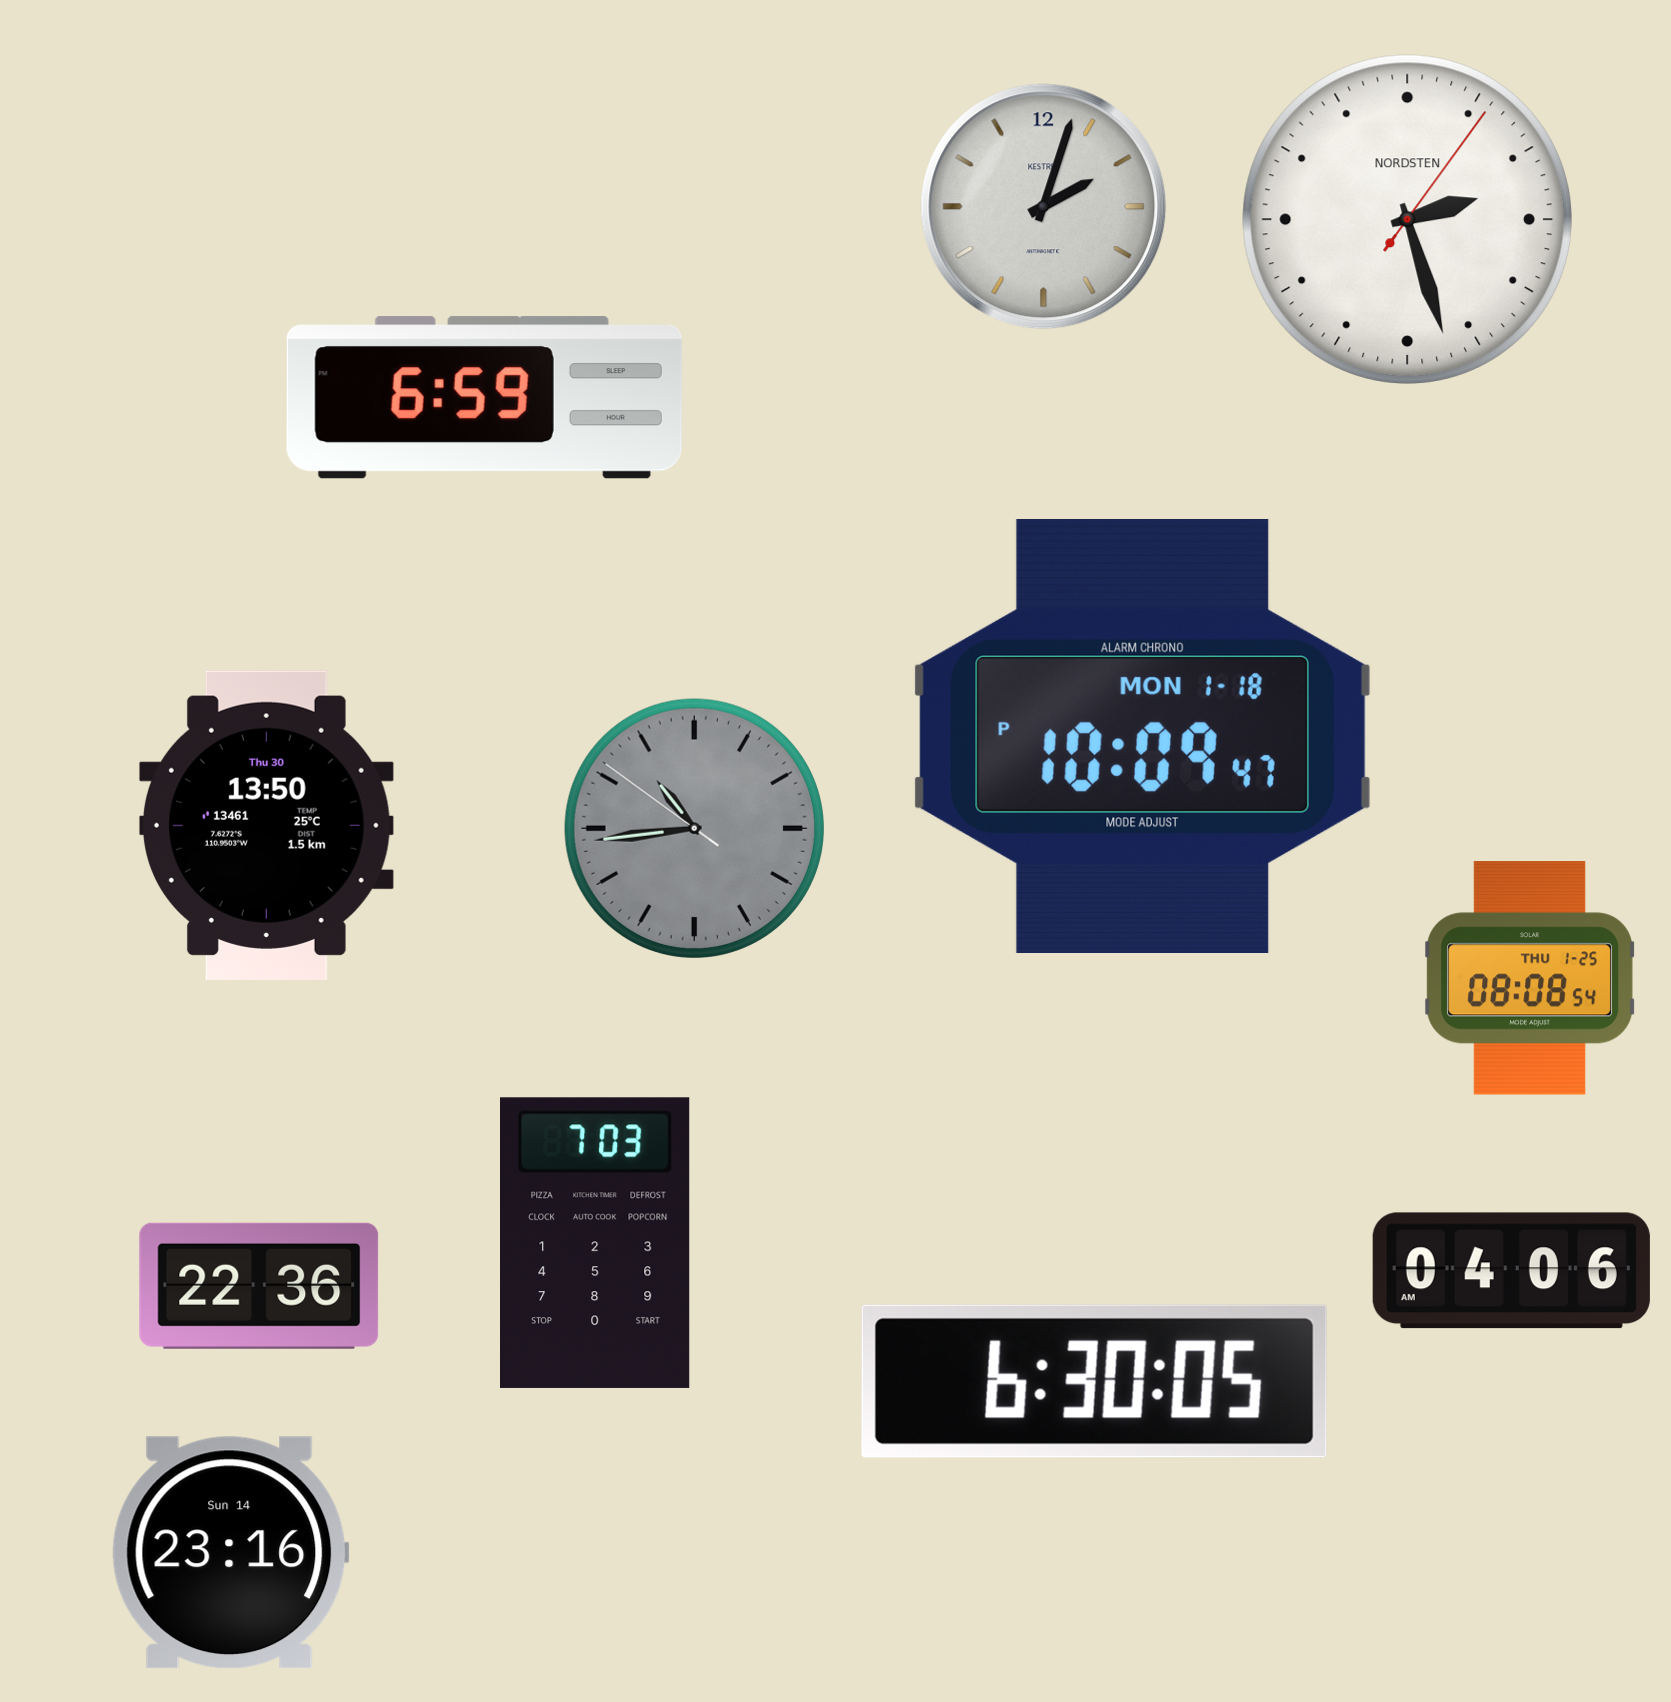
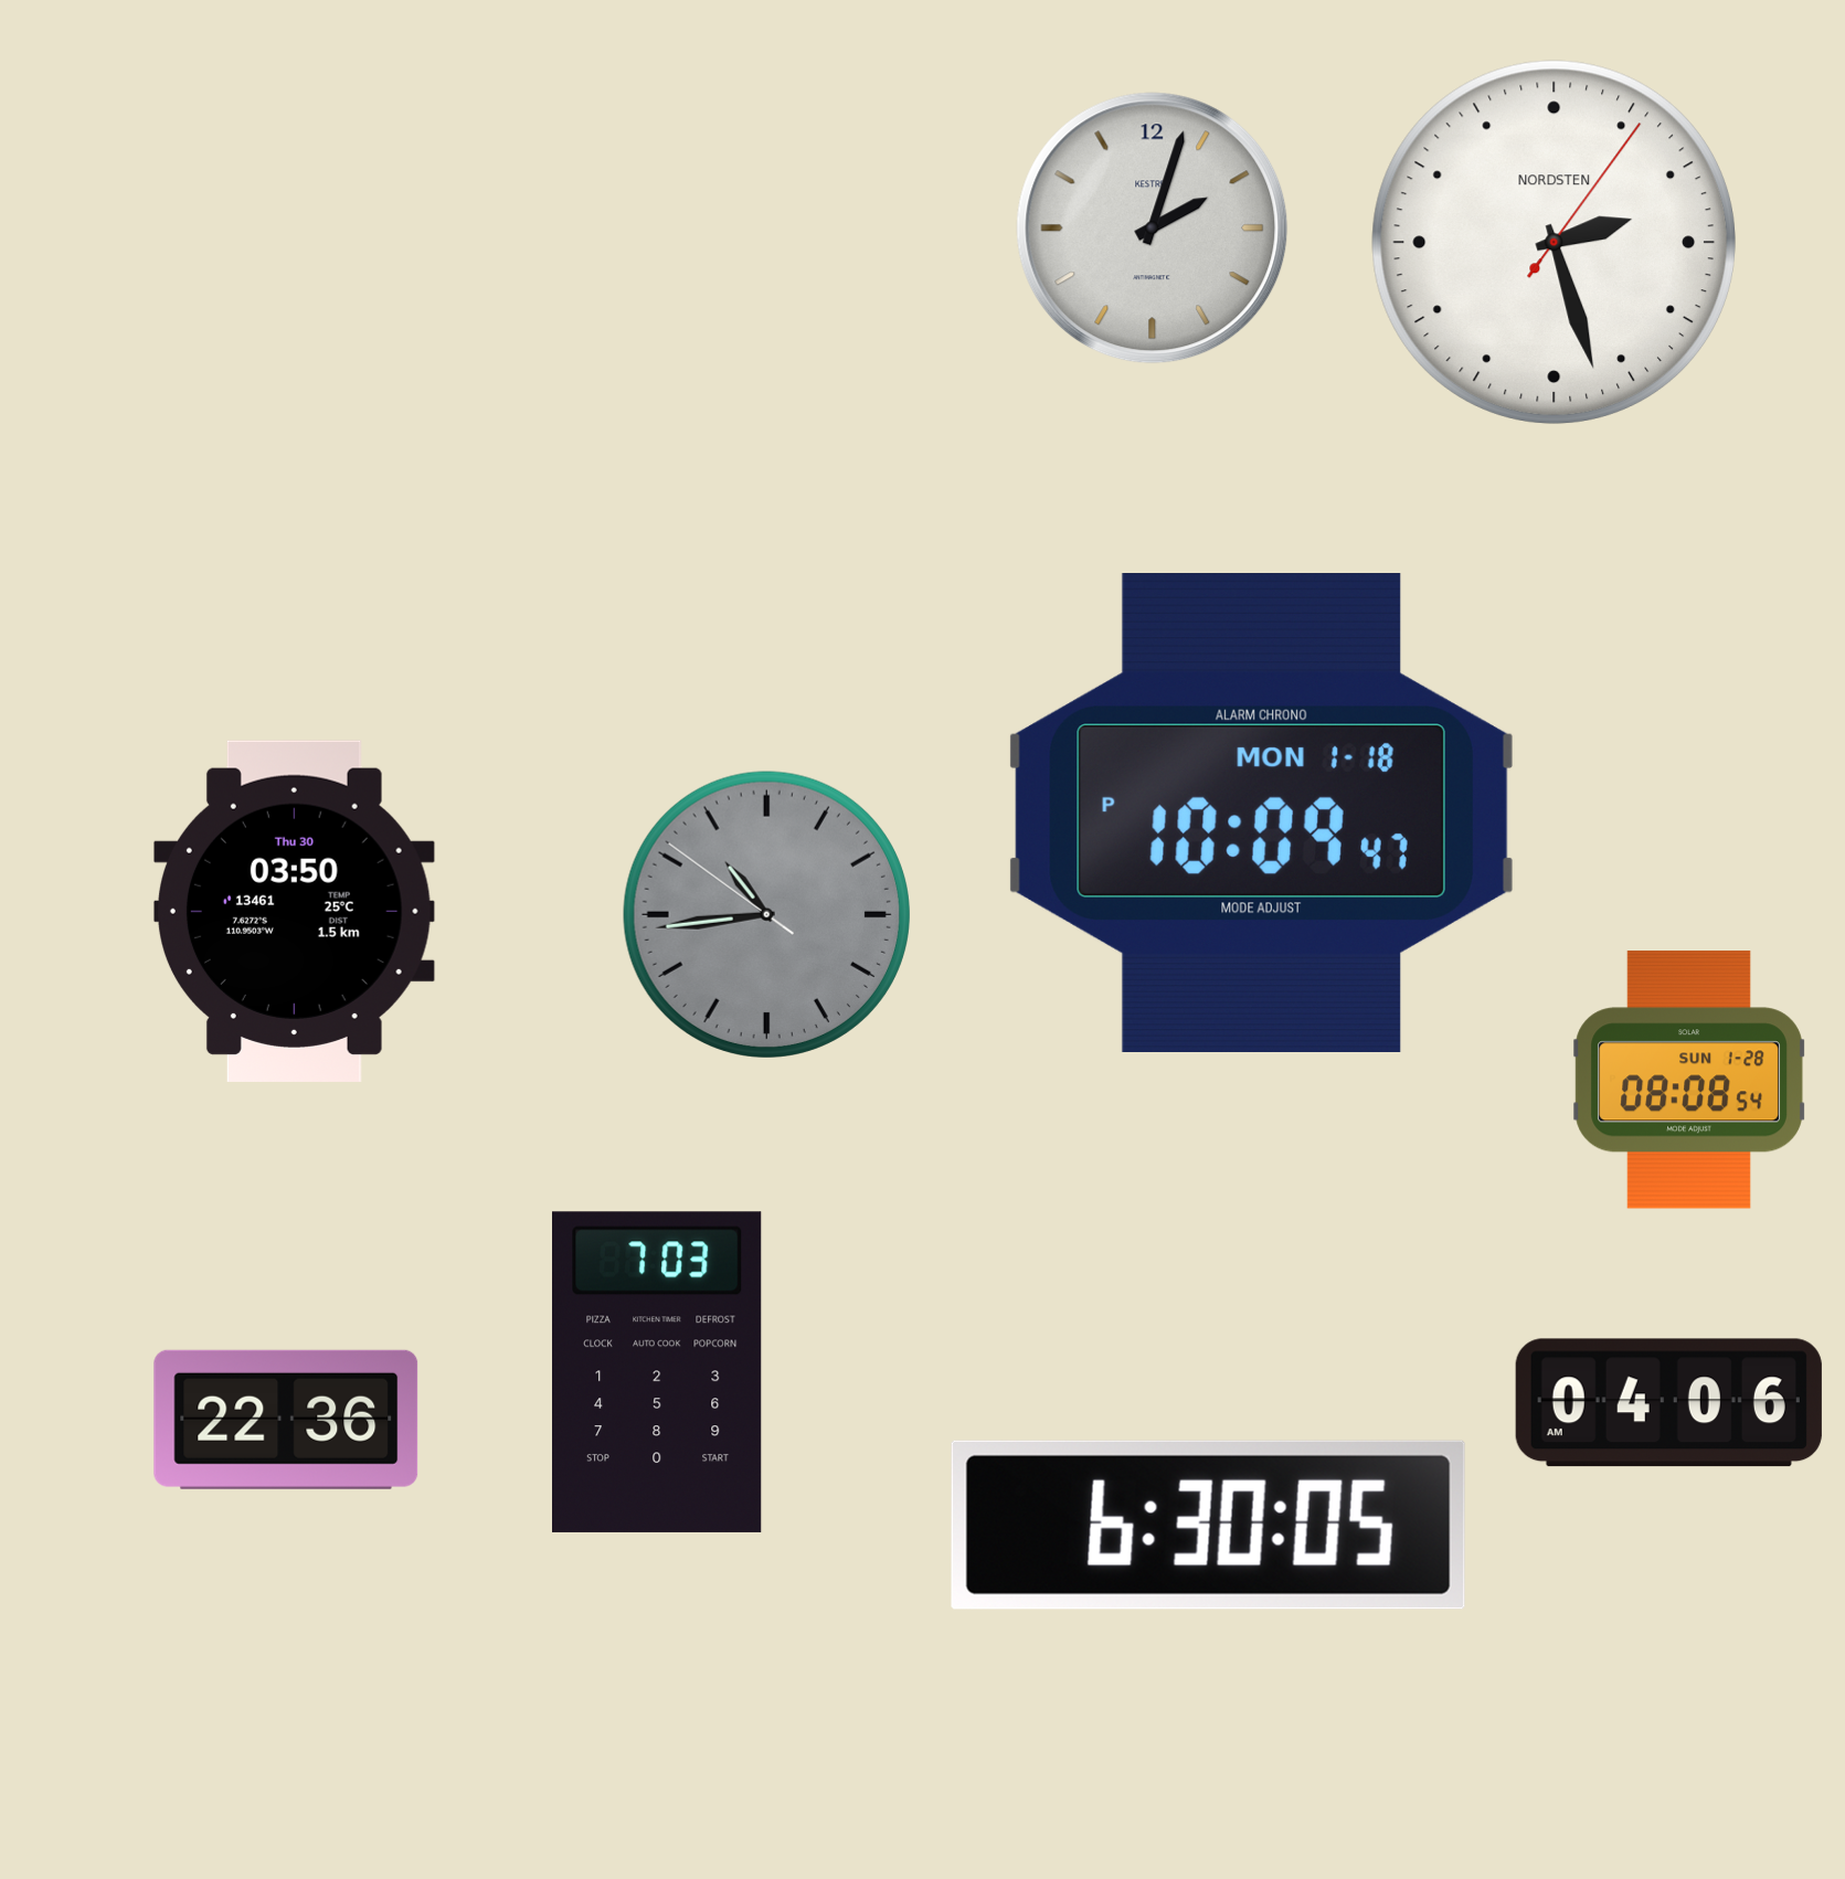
clock at (484, 398): 6:59 -> none
clock at (266, 825): 13:50 -> 03:50
clock at (1530, 978) date: THU 1-25 -> SUN 1-28
clock at (230, 1553): 23:16 -> none
